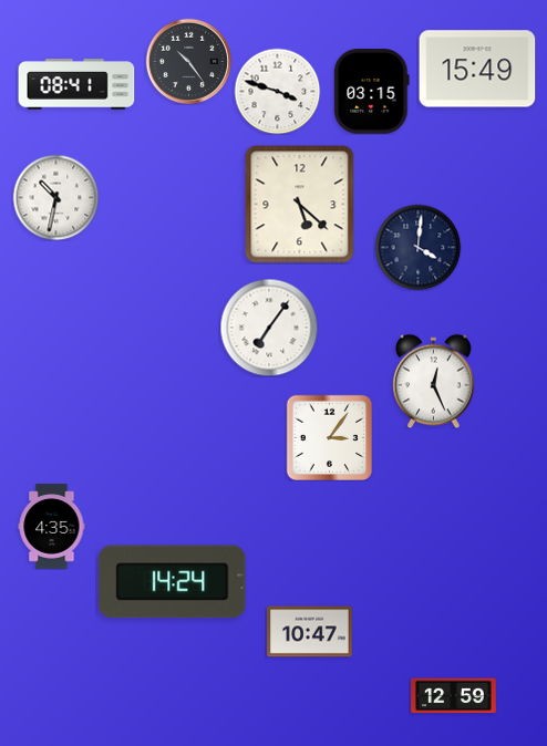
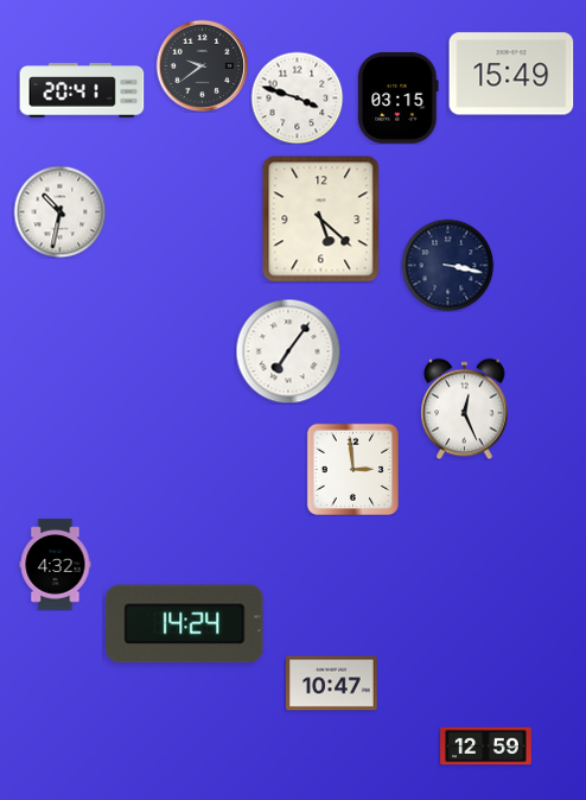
clock at (188, 61): 10:24 -> 9:39
clock at (76, 84): 08:41 -> 20:41
clock at (417, 247): 4:01 -> 3:17
clock at (329, 437): 3:06 -> 2:59
clock at (52, 527): 4:35 -> 4:32
clock at (310, 632) position: (310, 632) -> (332, 684)
